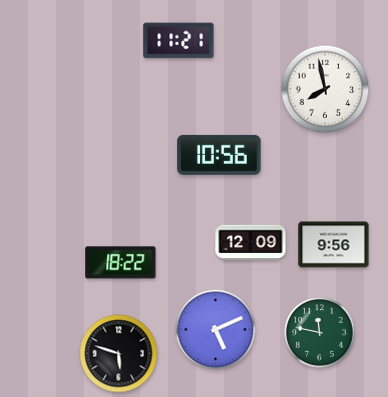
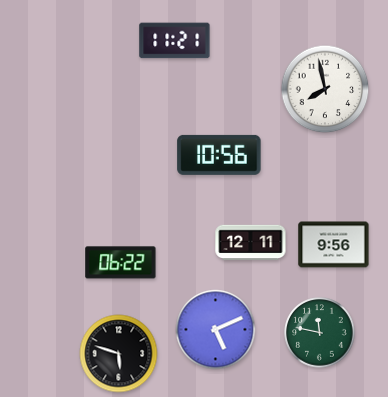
clock at (179, 41) position: (179, 41) -> (175, 41)
clock at (251, 243): 12:09 -> 12:11
clock at (121, 263): 18:22 -> 06:22
